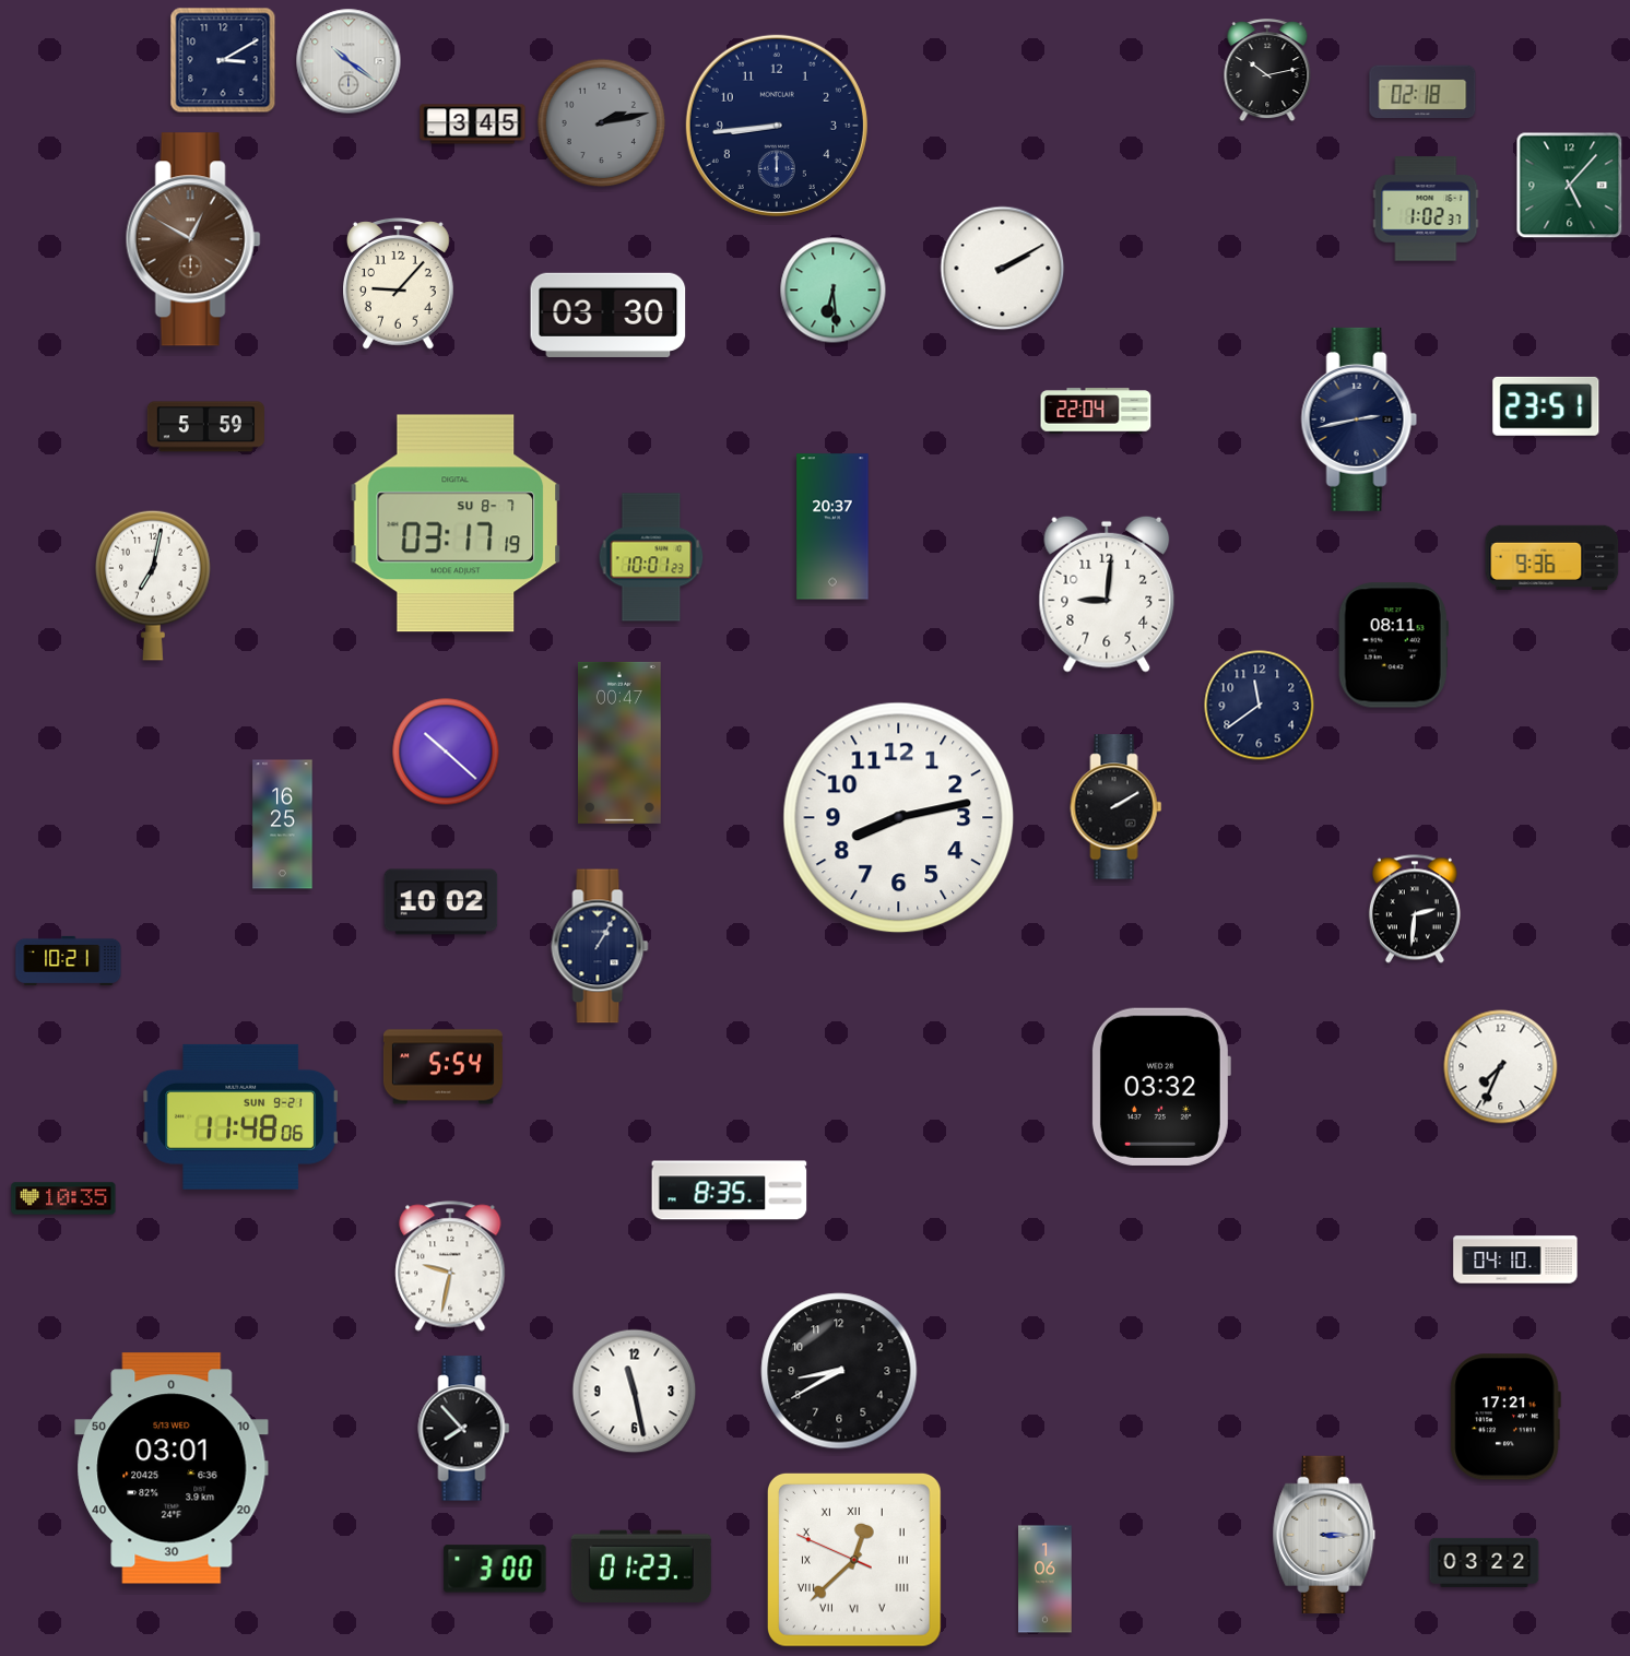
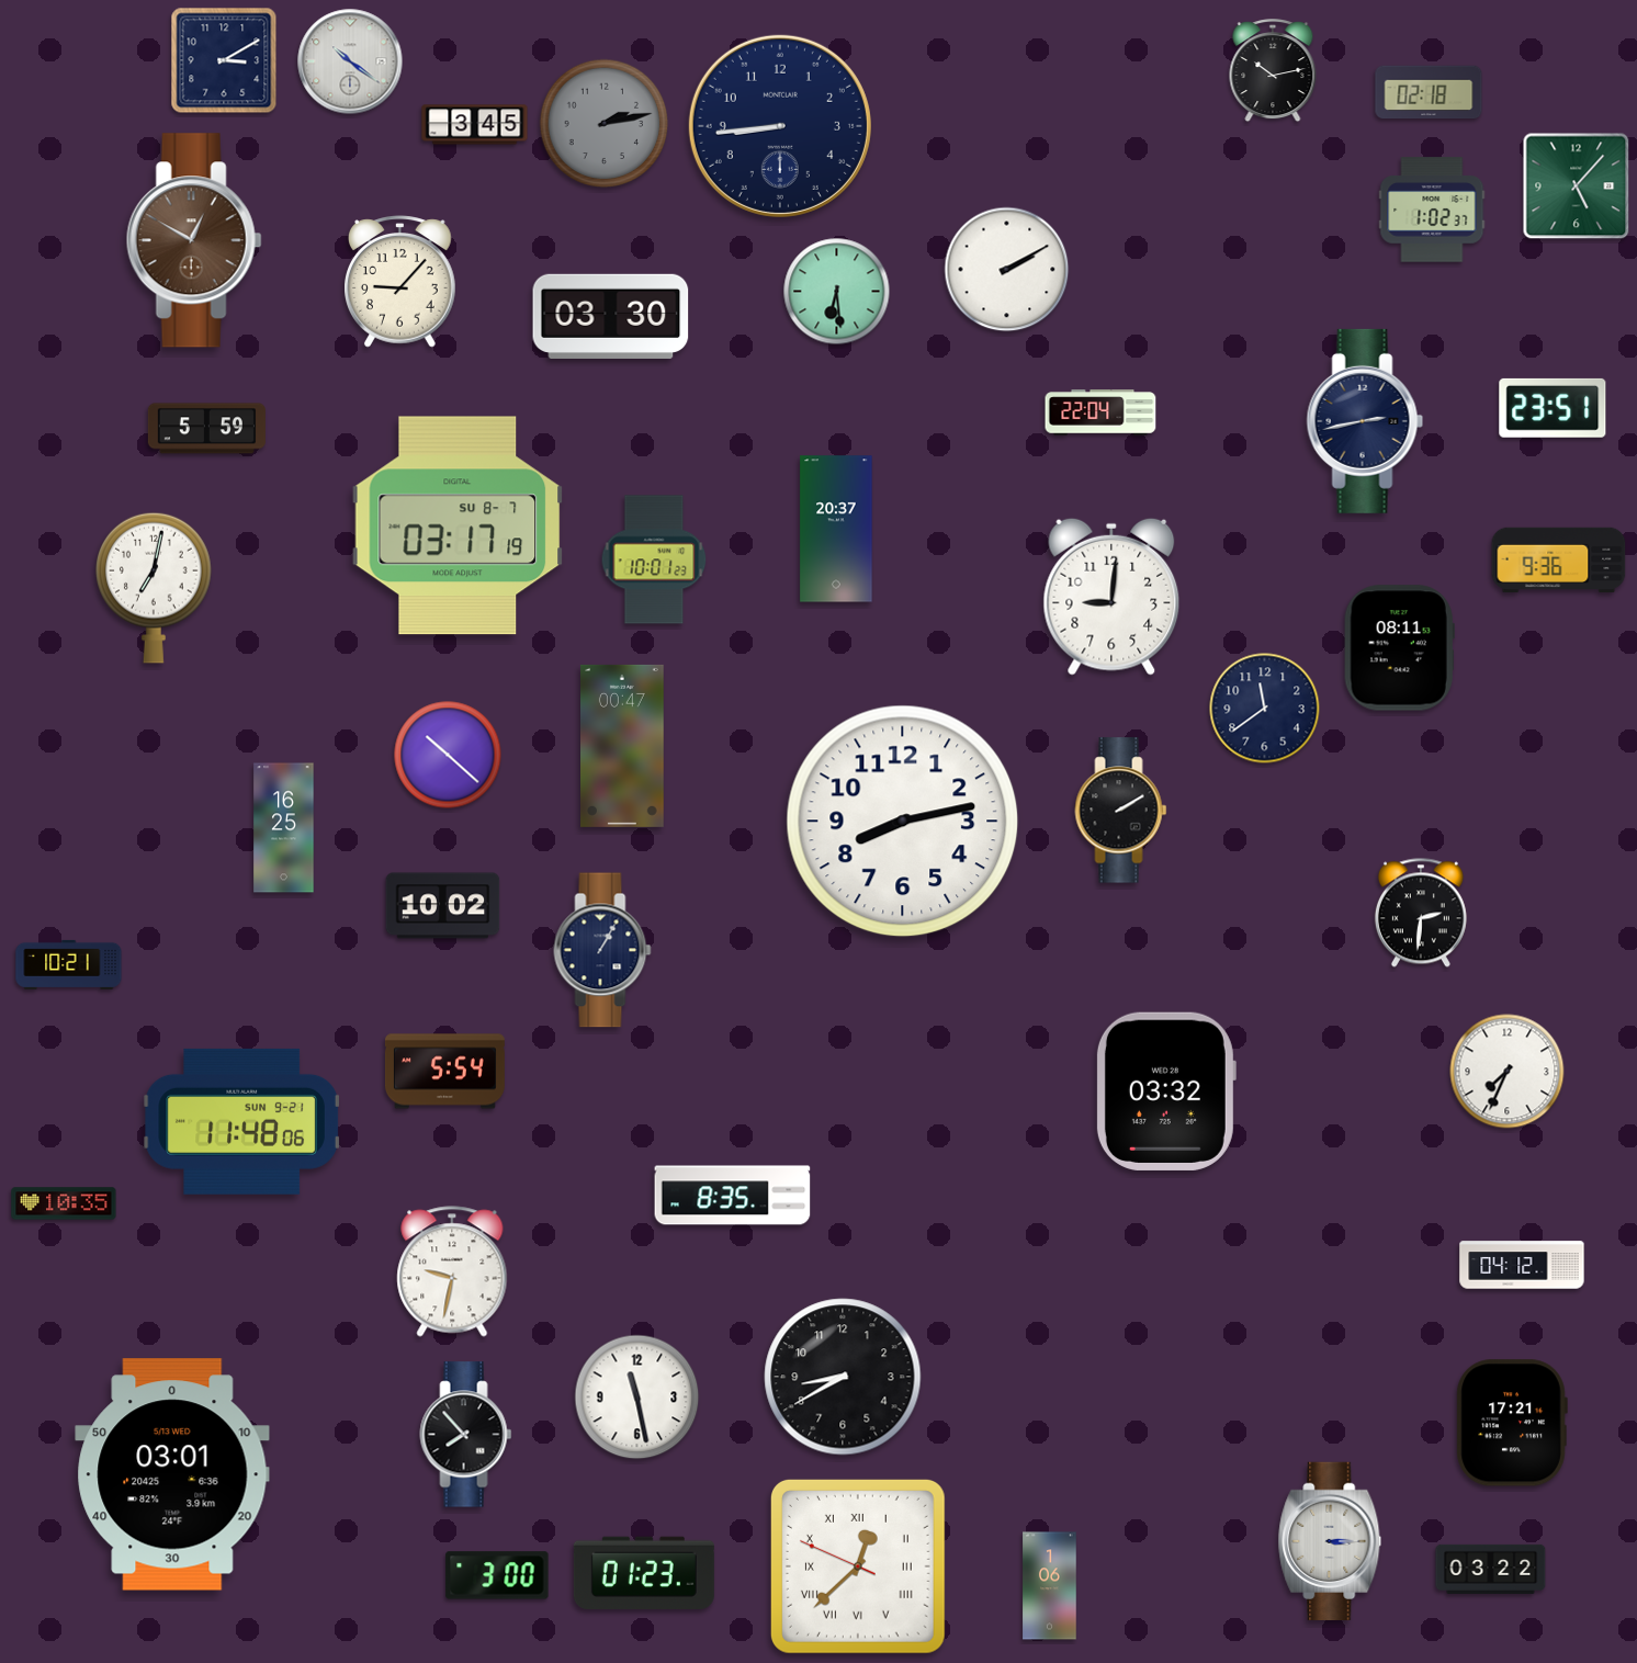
clock at (399, 284) position: (399, 284) -> (400, 282)
clock at (1515, 1259): 04:10 -> 04:12
